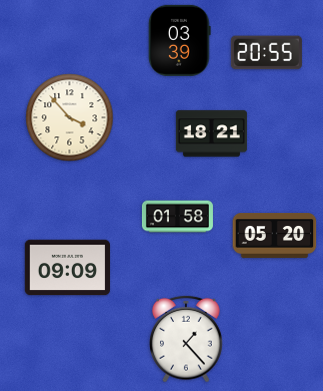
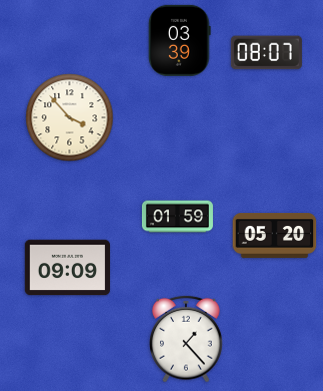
clock at (266, 53): 20:55 -> 08:07
clock at (211, 134): 18:21 -> none
clock at (177, 217): 01:58 -> 01:59
